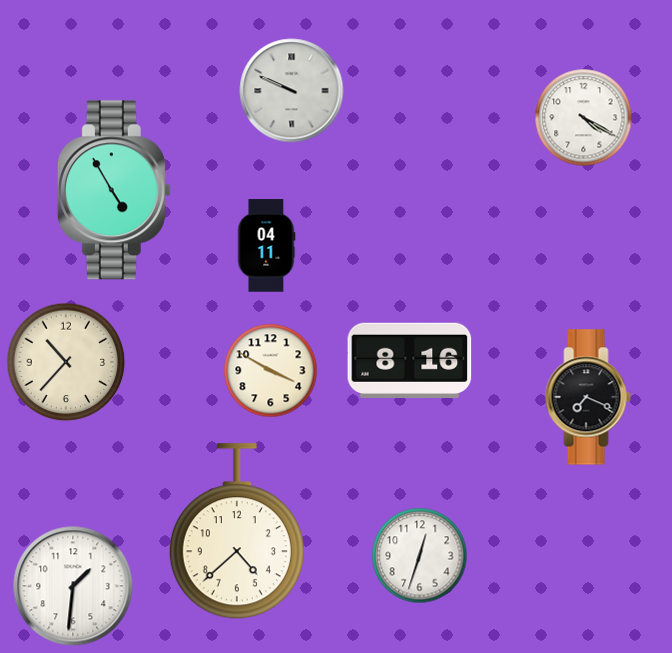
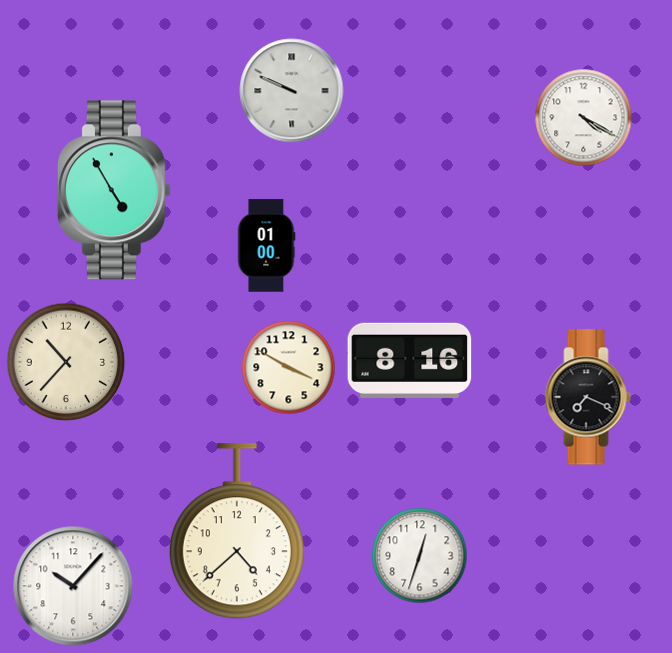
clock at (266, 246): 04:11 -> 01:00
clock at (271, 371) position: (271, 371) -> (289, 368)
clock at (73, 586): 1:31 -> 10:07
